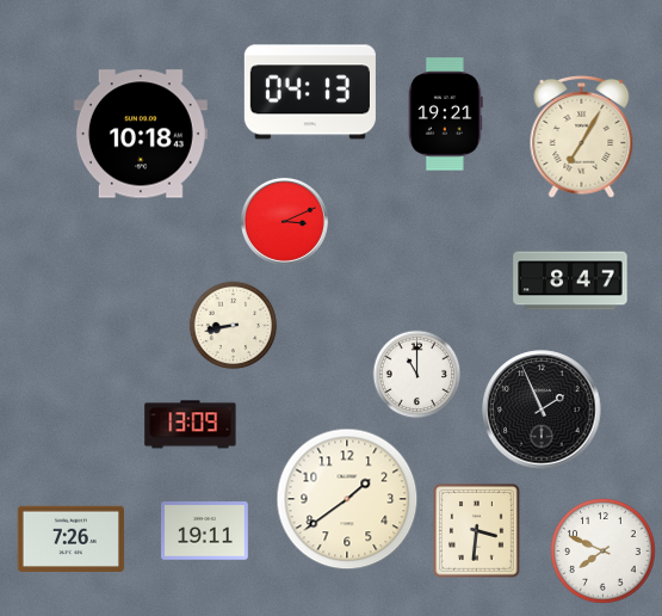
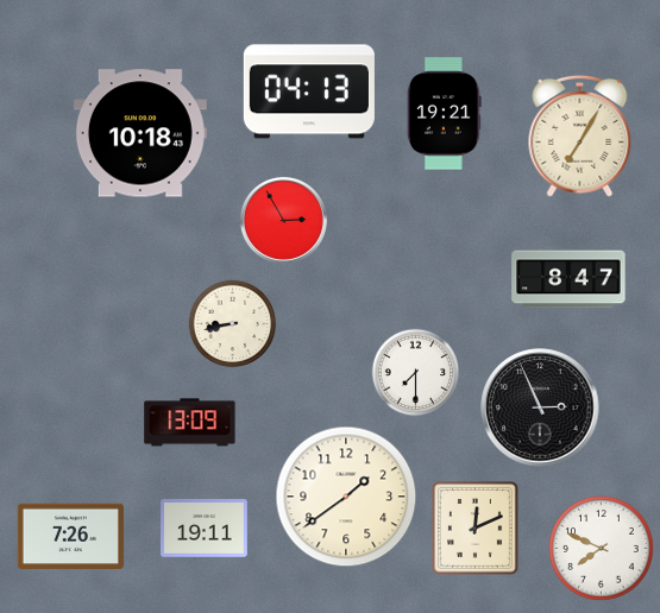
clock at (284, 221): 3:11 -> 2:55
clock at (417, 375): 11:00 -> 7:30
clock at (542, 409): 1:56 -> 2:56
clock at (477, 531): 3:31 -> 12:11
